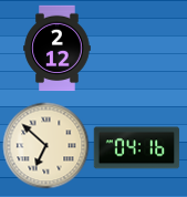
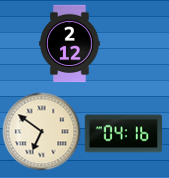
clock at (58, 48) position: (58, 48) -> (70, 43)
clock at (45, 145): 6:52 -> 6:51
